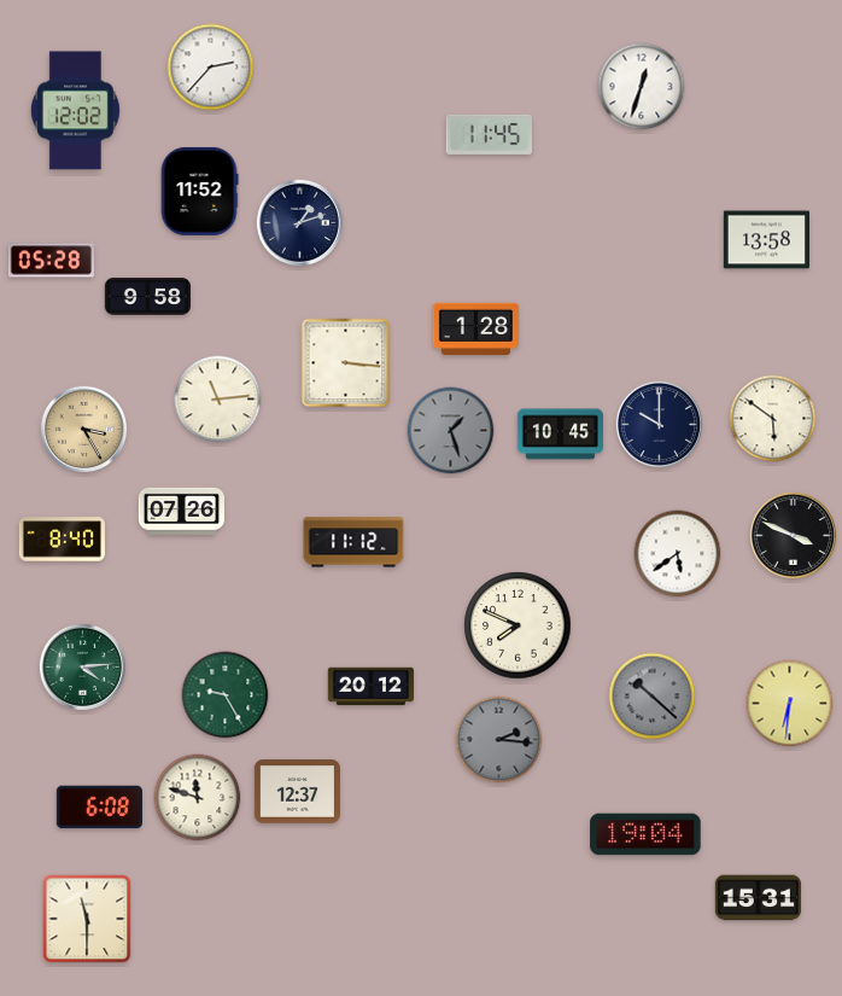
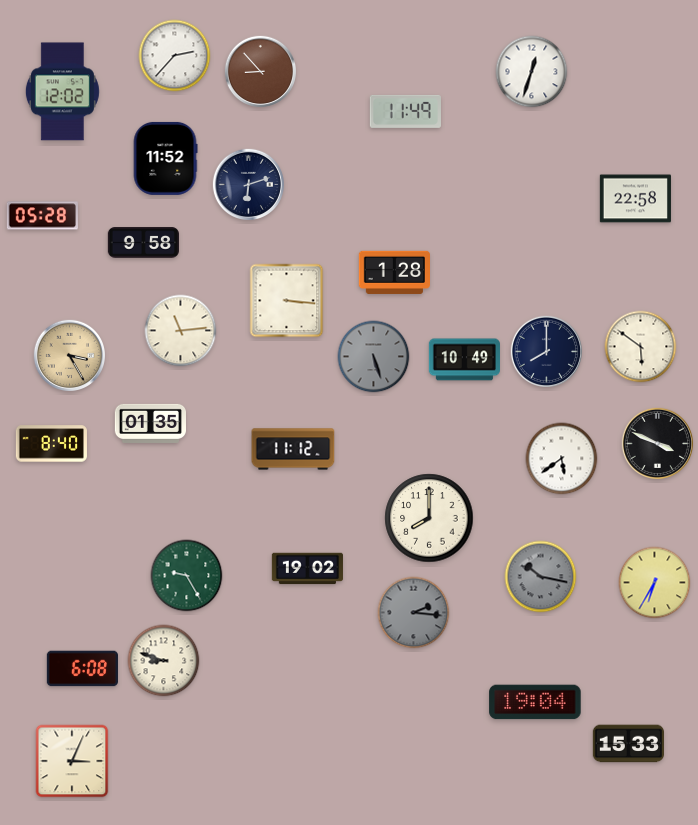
clock at (260, 71): none -> 8:53
clock at (489, 134): 11:45 -> 11:49
clock at (299, 222): 1:12 -> 6:12
clock at (766, 240): 13:58 -> 22:58
clock at (147, 297) position: (147, 297) -> (143, 243)
clock at (659, 424): 10:00 -> 8:00
clock at (451, 431): 1:27 -> 5:27
clock at (560, 435): 10:45 -> 10:49
clock at (181, 511): 07:26 -> 01:35
clock at (62, 540) position: (62, 540) -> (51, 444)
clock at (518, 625): 7:49 -> 8:00
clock at (82, 666): 4:14 -> none
clock at (370, 687): 20:12 -> 19:02
clock at (653, 697): 10:22 -> 10:17
clock at (790, 704): 6:31 -> 6:35
clock at (297, 792): 12:37 -> none
clock at (198, 798): 11:48 -> 8:48
clock at (645, 834) position: (645, 834) -> (535, 702)
clock at (758, 898): 15:31 -> 15:33
clock at (87, 919): 11:30 -> 3:04
